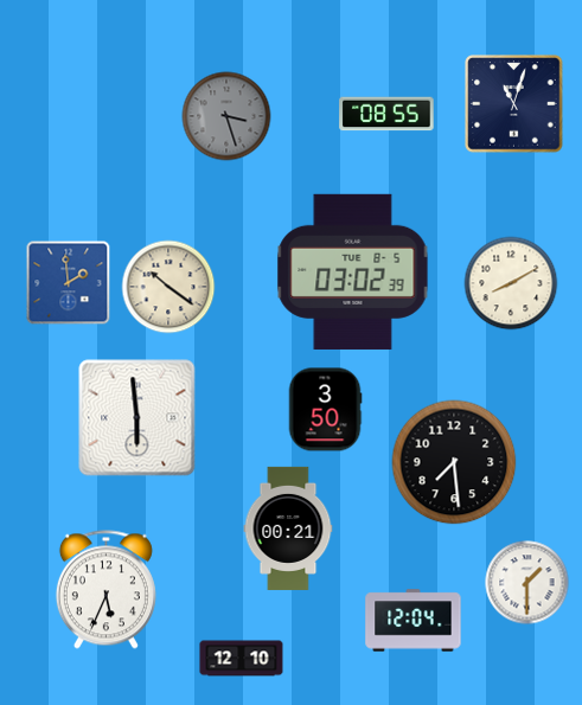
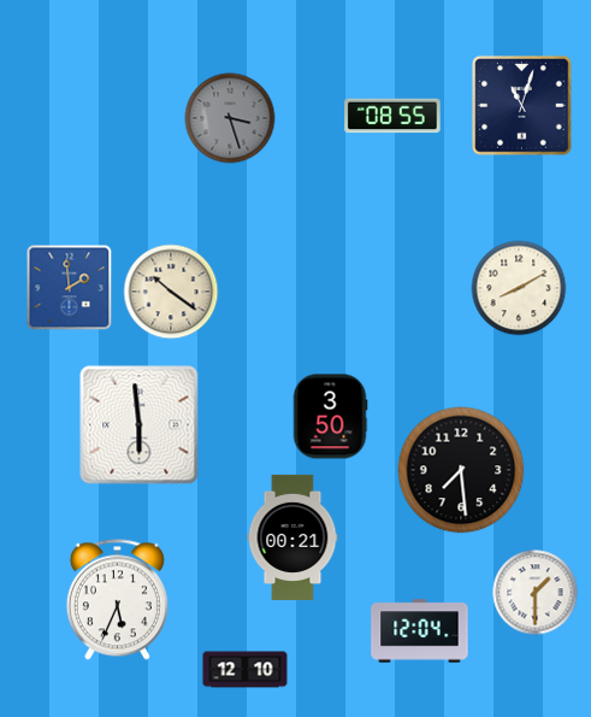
clock at (353, 271): 03:02 -> none
clock at (105, 590) position: (105, 590) -> (117, 600)
